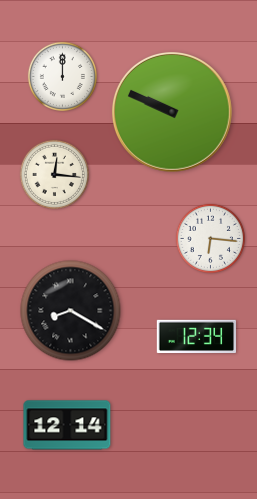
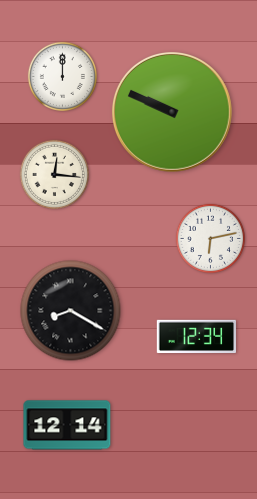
clock at (210, 238): 6:16 -> 6:13
